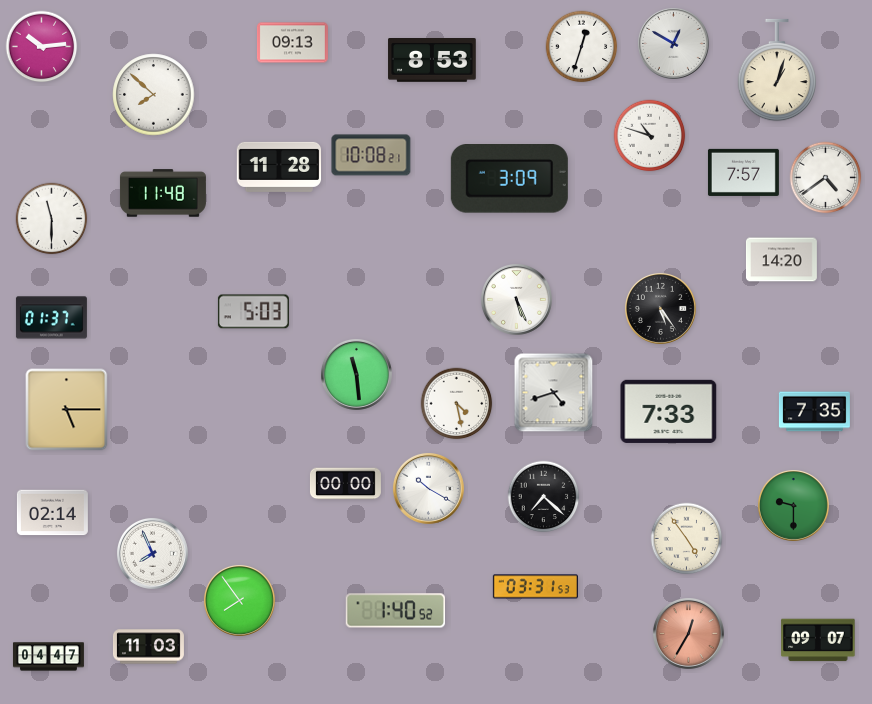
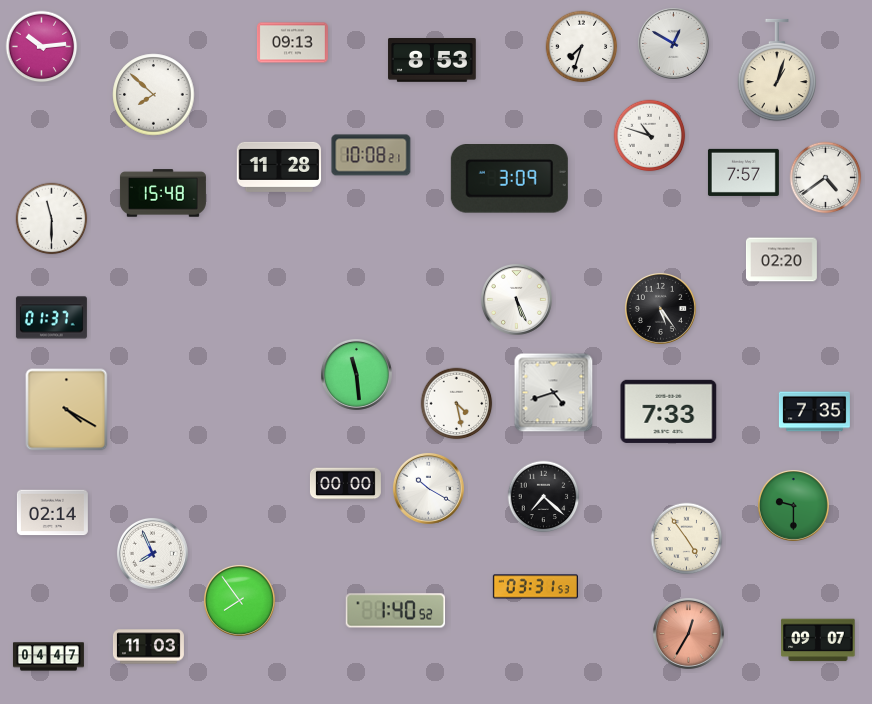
clock at (582, 47): 12:33 -> 7:33
clock at (163, 193): 11:48 -> 15:48
clock at (781, 260): 14:20 -> 02:20
clock at (253, 312): 5:03 -> none
clock at (67, 410): 5:15 -> 4:20
